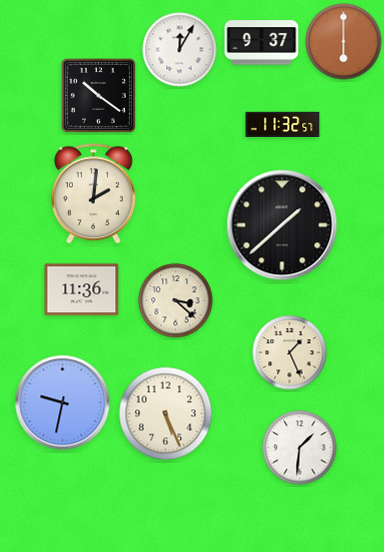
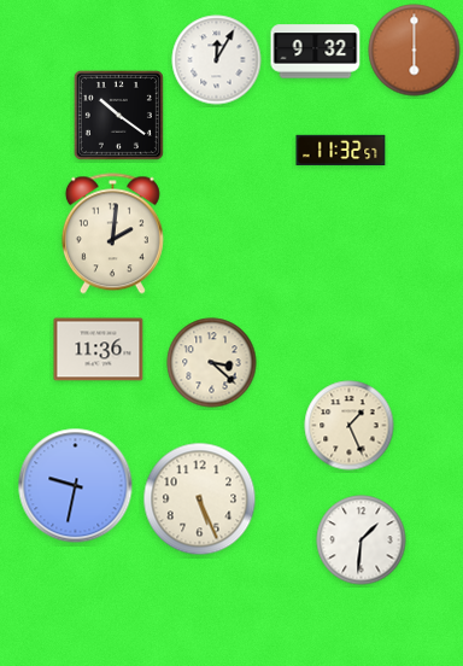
clock at (262, 43): 9:37 -> 9:32
clock at (282, 225): 1:38 -> none
